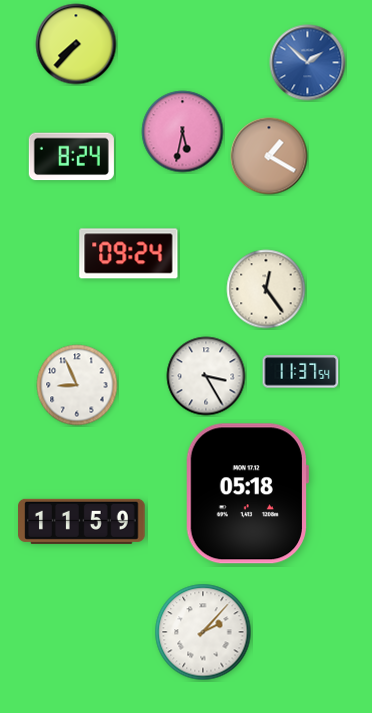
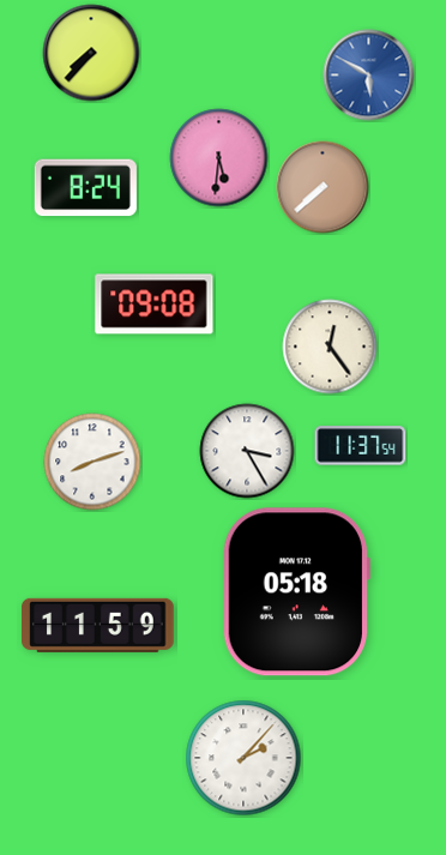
clock at (308, 63): 1:52 -> 5:50
clock at (183, 132): 5:32 -> 5:31
clock at (269, 156): 1:20 -> 7:38
clock at (129, 254): 09:24 -> 09:08
clock at (266, 289) position: (266, 289) -> (330, 347)
clock at (77, 385): 8:56 -> 8:12
